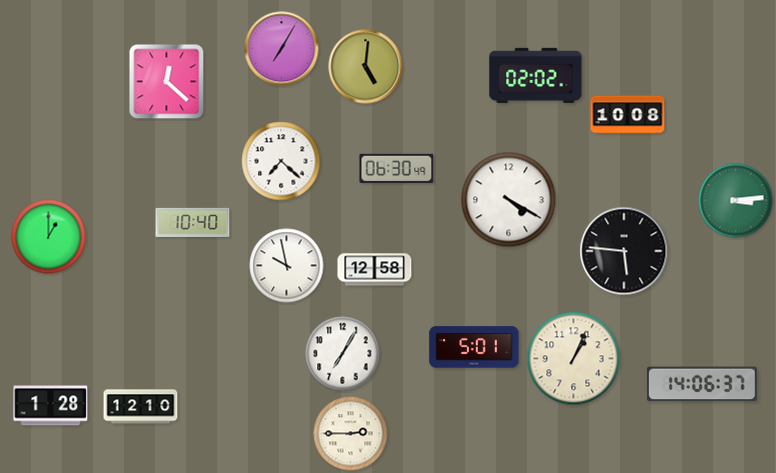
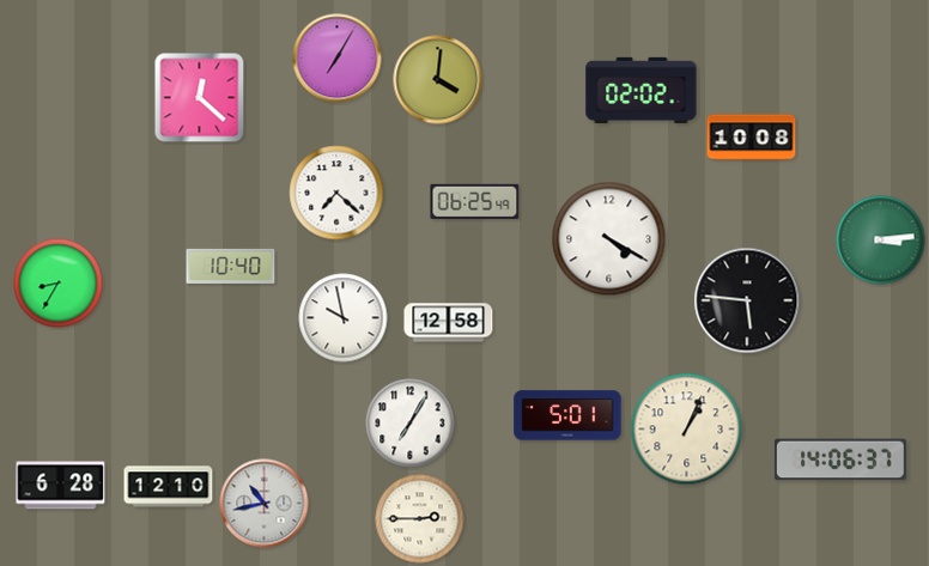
clock at (366, 67): 5:01 -> 4:01
clock at (397, 168): 06:30 -> 06:25
clock at (49, 237): 1:00 -> 8:35
clock at (51, 406): 1:28 -> 6:28
clock at (265, 504): none -> 10:43
